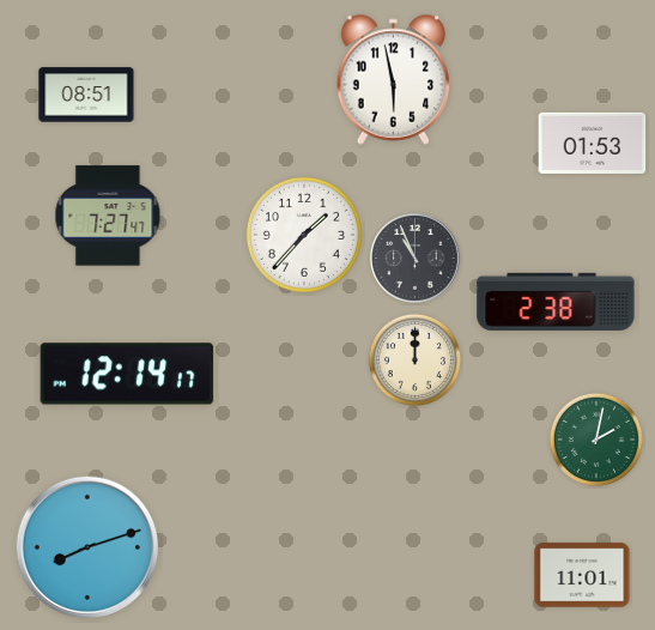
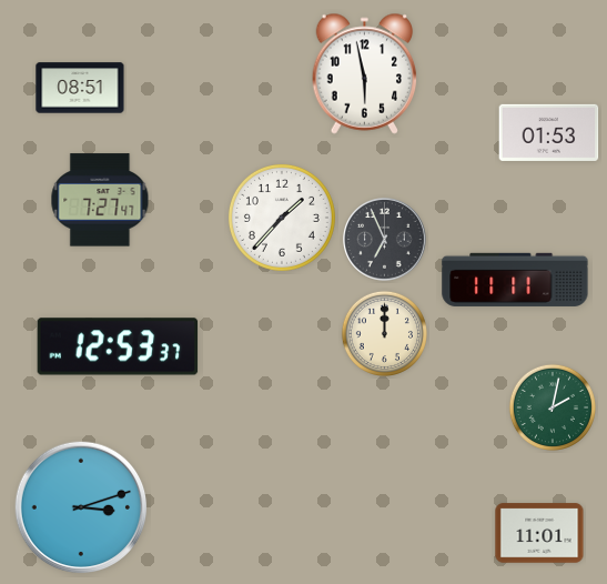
clock at (416, 259): 10:56 -> 6:56
clock at (556, 302): 2:38 -> 11:11
clock at (127, 374): 12:14 -> 12:53
clock at (87, 547): 8:12 -> 3:12
